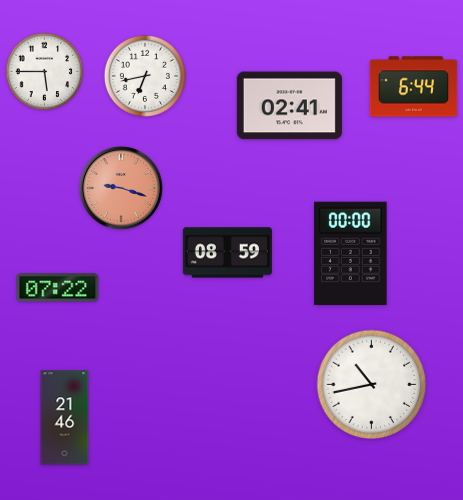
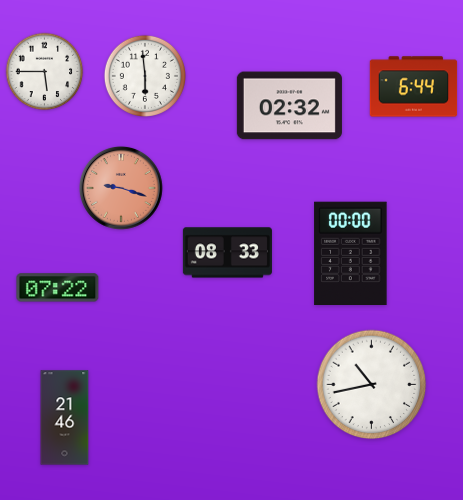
clock at (145, 76): 6:43 -> 5:59
clock at (289, 106): 02:41 -> 02:32
clock at (227, 253): 08:59 -> 08:33
